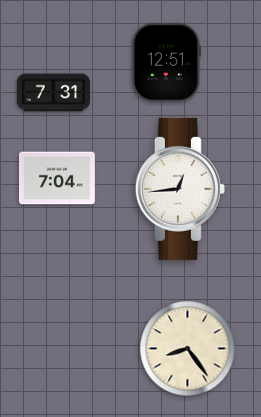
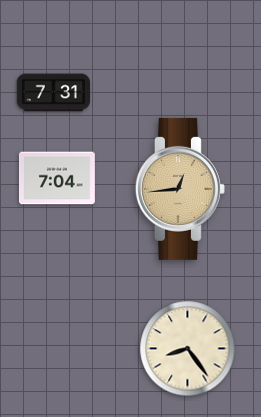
clock at (166, 63): 12:51 -> none
clock at (180, 189) dial: white -> champagne
